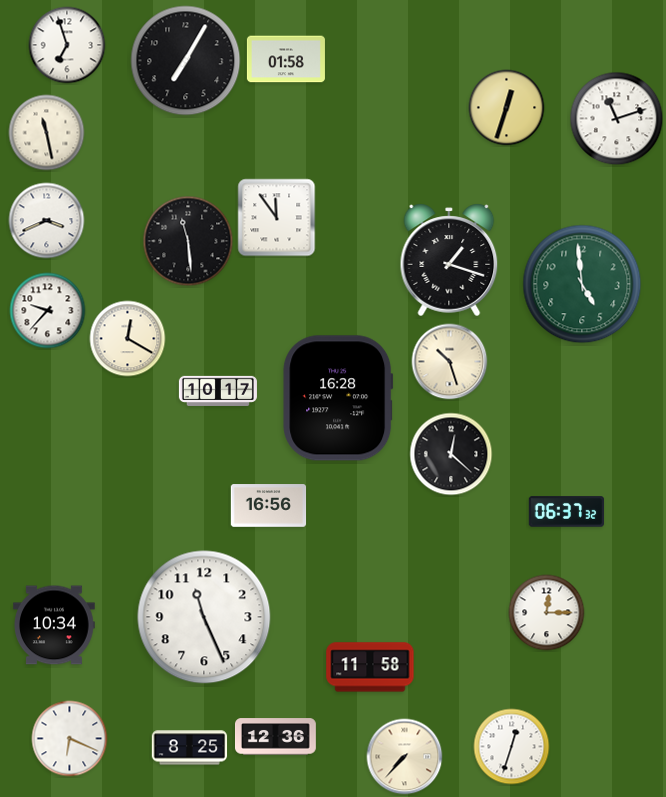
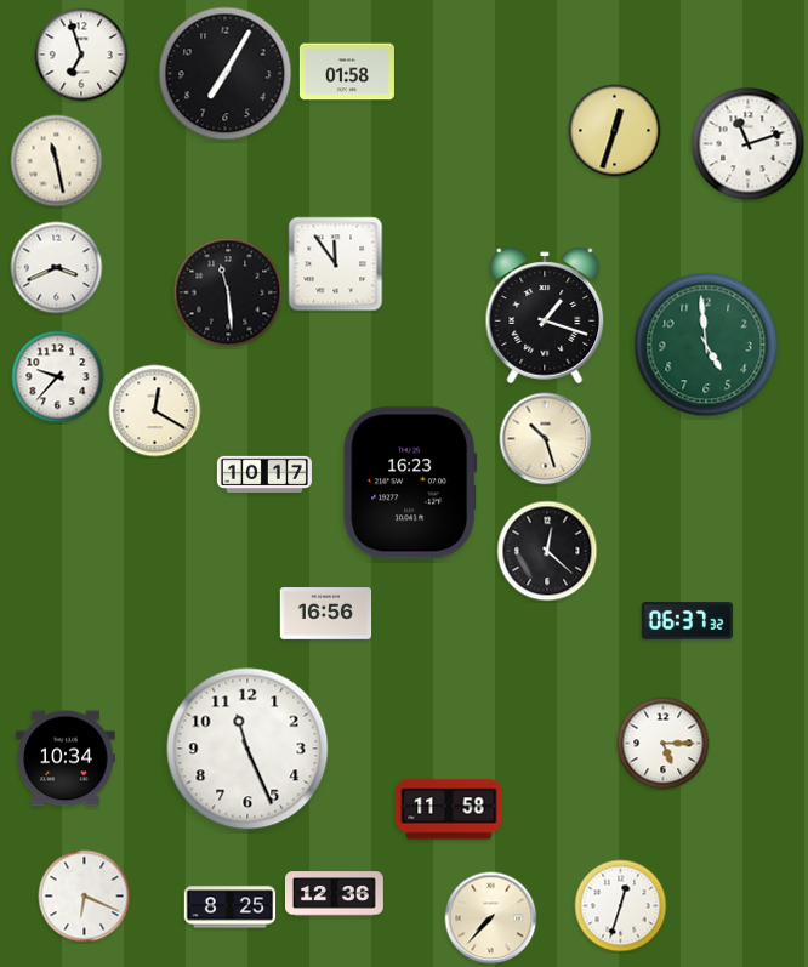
clock at (338, 398): 16:28 -> 16:23
clock at (547, 613): 12:15 -> 5:15
